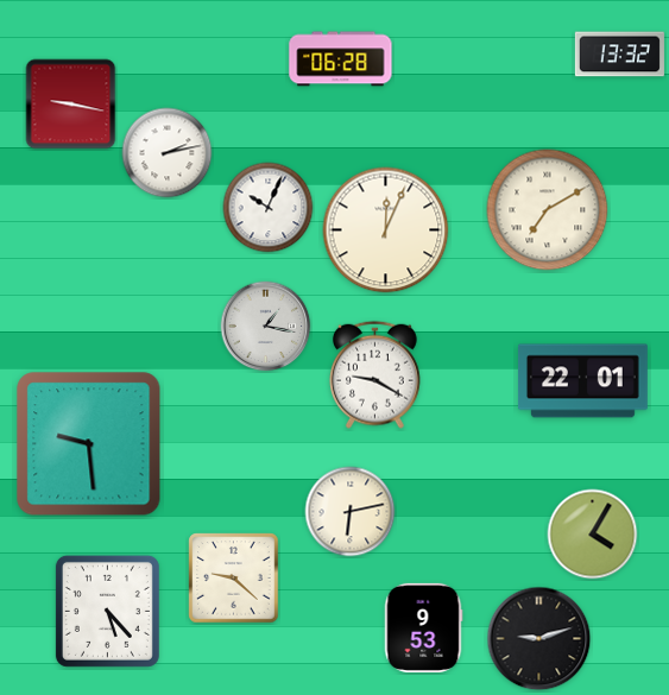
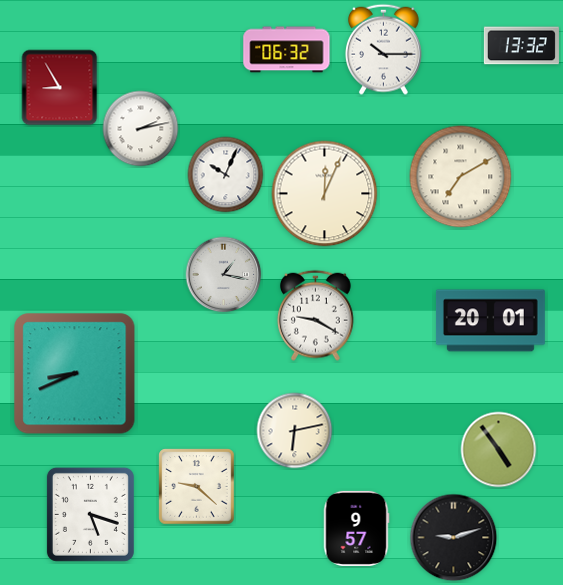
clock at (383, 49): none -> 10:15
clock at (341, 59): 06:28 -> 06:32
clock at (71, 105): 9:17 -> 8:55
clock at (582, 381): 22:01 -> 20:01
clock at (89, 444): 9:29 -> 8:41
clock at (593, 535): 4:05 -> 4:54
clock at (107, 611): 5:23 -> 5:18
clock at (423, 627): 9:53 -> 9:57
